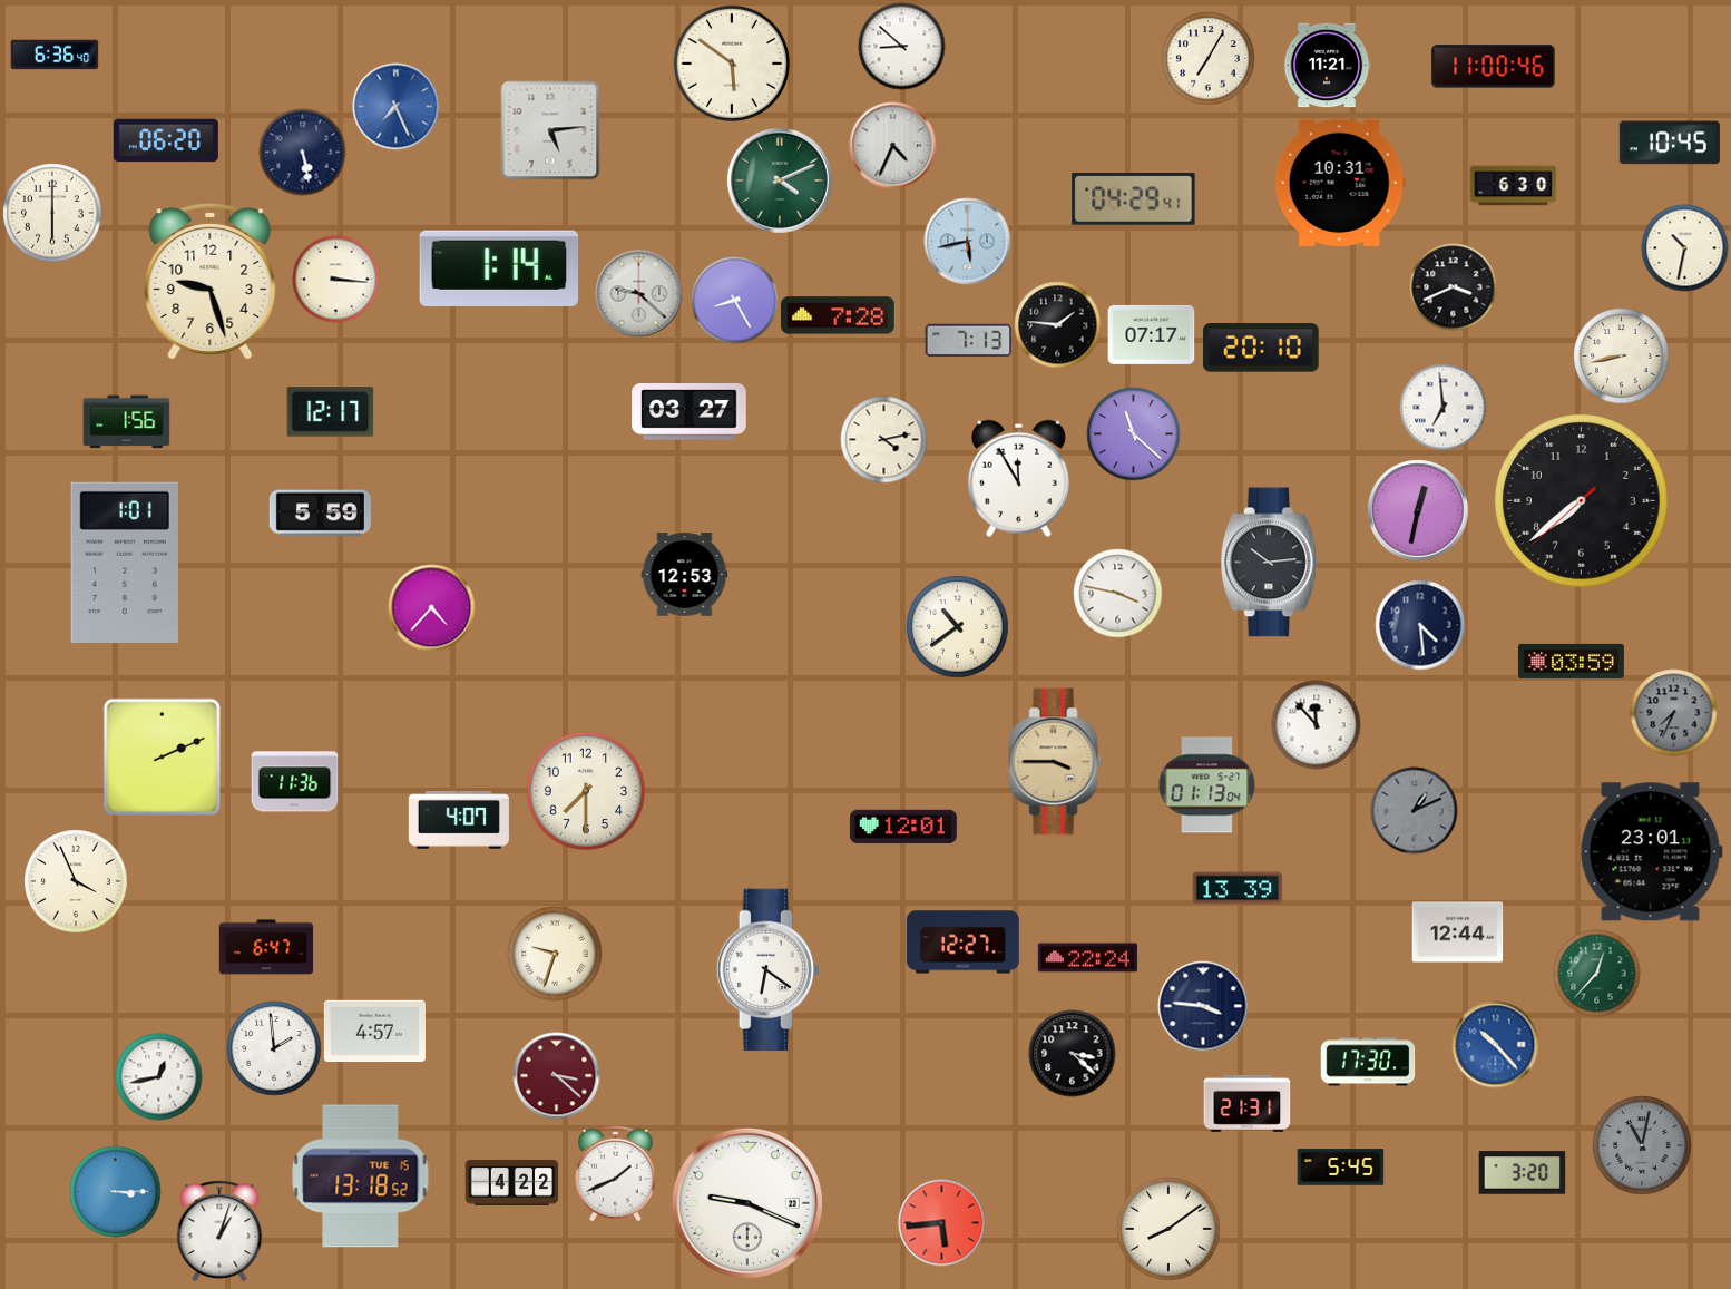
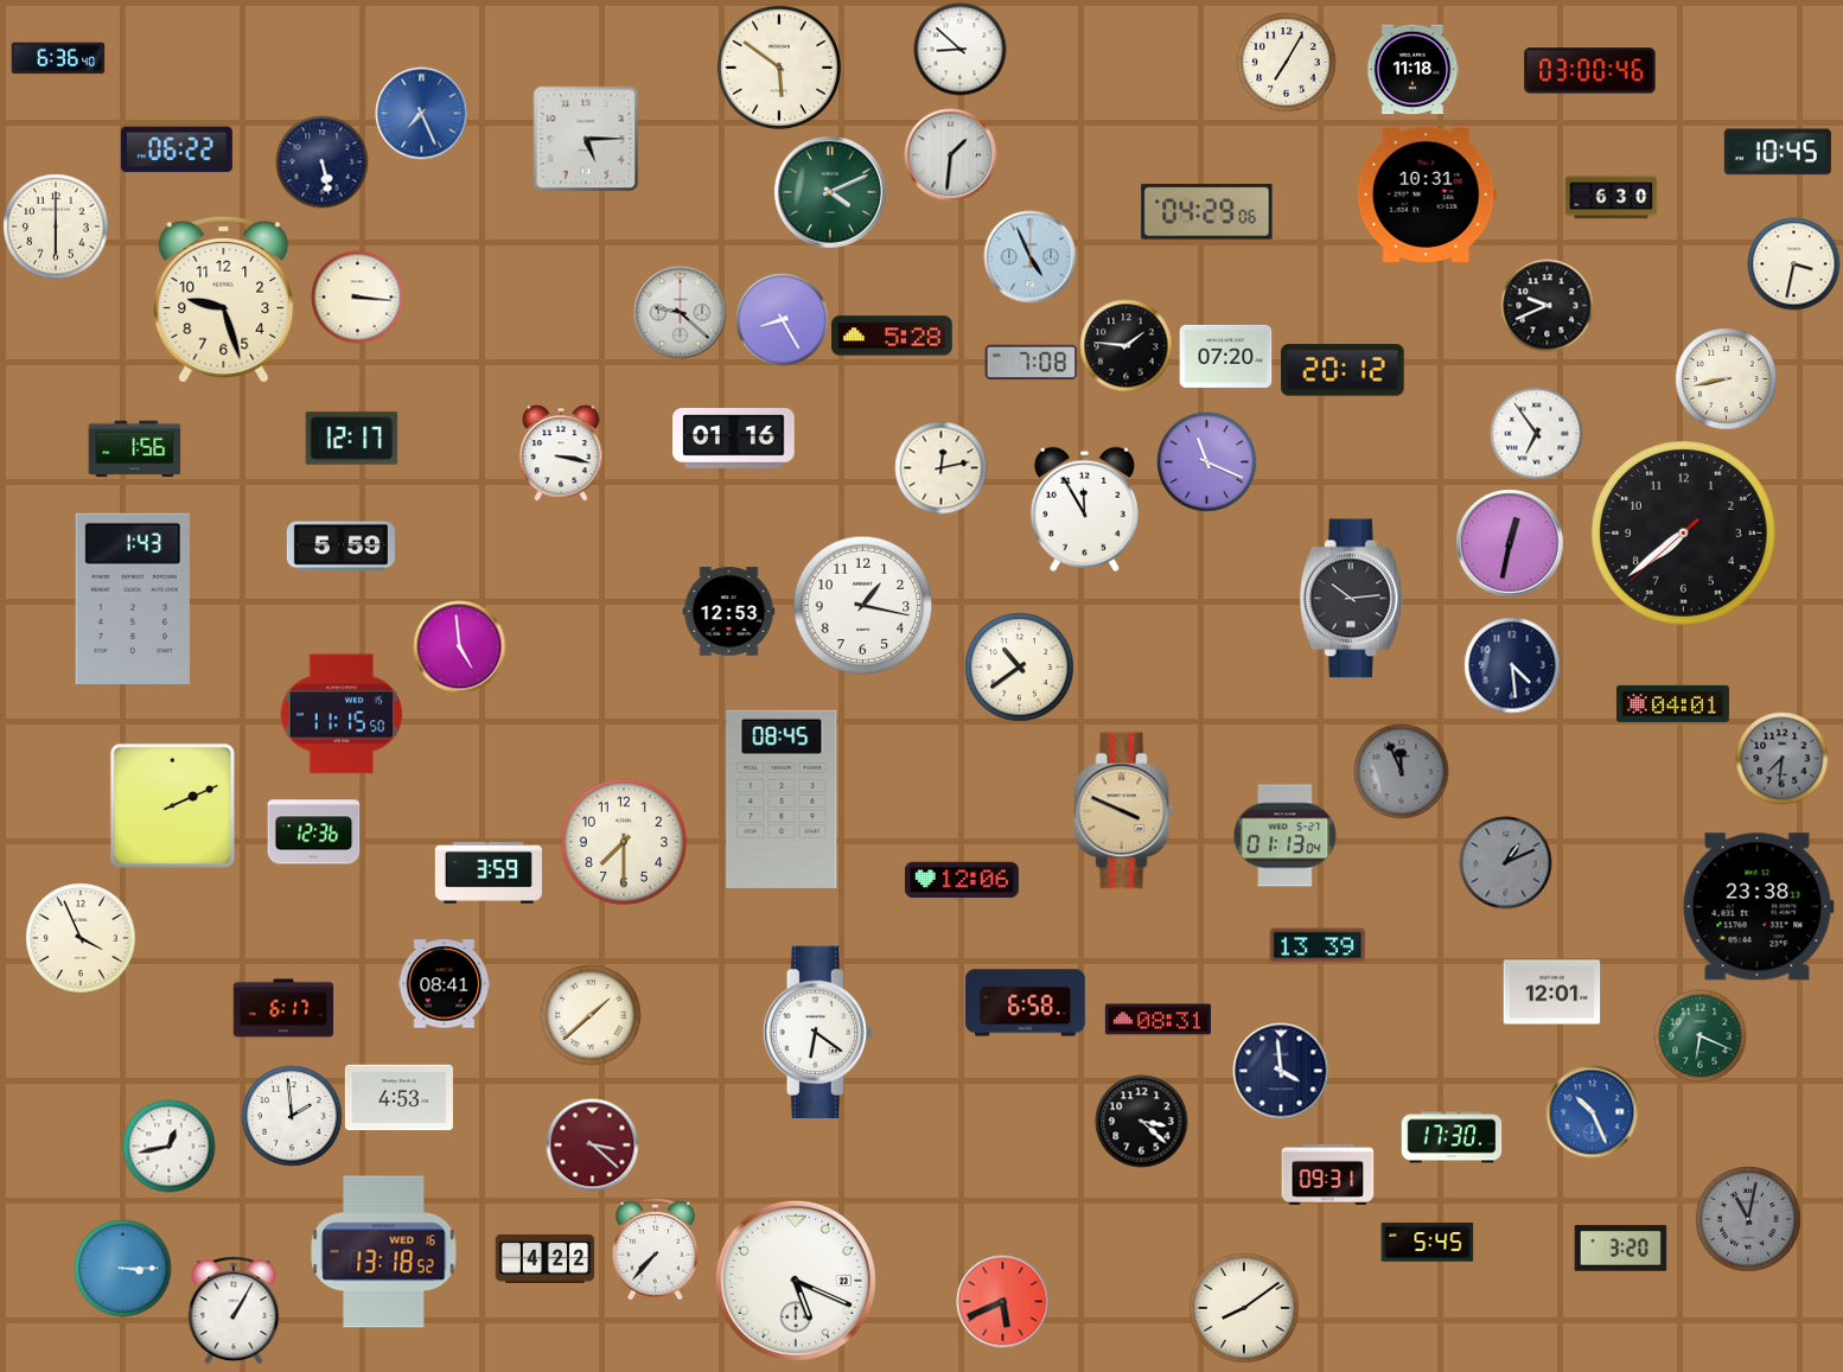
clock at (1327, 66): 11:21 -> 11:18
clock at (1494, 67): 11:00 -> 03:00
clock at (550, 130): 5:14 -> 5:15
clock at (166, 140): 06:20 -> 06:22
clock at (892, 145): 4:34 -> 1:31
clock at (1134, 199): 04:29:41 -> 04:29:06
clock at (967, 241): 5:43 -> 4:56
clock at (1684, 247): 10:32 -> 3:32
clock at (499, 267): 1:14 -> none
clock at (1453, 286): 3:41 -> 9:41
clock at (838, 315): 7:28 -> 5:28
clock at (1151, 334): 07:17 -> 07:20
clock at (968, 341): 7:13 -> 7:08
clock at (1261, 348): 20:10 -> 20:12
clock at (1443, 407): 6:59 -> 6:54
clock at (690, 412): 03:27 -> 01:16
clock at (561, 453): none -> 3:17
clock at (1133, 433): 11:22 -> 11:19
clock at (883, 439): 4:13 -> 12:13
clock at (125, 562): 1:01 -> 1:43
clock at (862, 605): none -> 1:17
clock at (1117, 593): 3:47 -> none
clock at (431, 607): 4:37 -> 4:59
clock at (1571, 661): 03:59 -> 04:01
clock at (342, 714): none -> 11:15
clock at (1673, 712): 7:34 -> 7:31
clock at (1316, 724): 11:53 -> 11:56
clock at (1316, 724) dial: white -> grey
clock at (782, 799): none -> 08:45
clock at (1056, 762): 3:45 -> 3:49
clock at (294, 782): 11:36 -> 12:36
clock at (459, 820): 4:07 -> 3:59
clock at (903, 826): 12:01 -> 12:06
clock at (1651, 852): 23:01 -> 23:38
clock at (444, 984): none -> 08:41
clock at (1457, 932): 12:44 -> 12:01
clock at (964, 943): 12:27 -> 6:58
clock at (266, 947): 6:47 -> 6:17
clock at (555, 954): 9:33 -> 1:38
clock at (1087, 958): 22:24 -> 08:31
clock at (1596, 973): 12:37 -> 6:19
clock at (1203, 1006): 3:46 -> 3:59
clock at (374, 1032): 4:57 -> 4:53
clock at (1495, 1044): 10:23 -> 10:26
clock at (1368, 1062) position: (1368, 1062) -> (1452, 1137)
clock at (1246, 1103): 21:31 -> 09:31
clock at (616, 1173): 1:41 -> 7:37
clock at (361, 1176) date: TUE 15 -> WED 16
clock at (747, 1203): 9:19 -> 5:19
clock at (941, 1222): 5:44 -> 5:41
clock at (219, 1231): 1:03 -> 1:05
